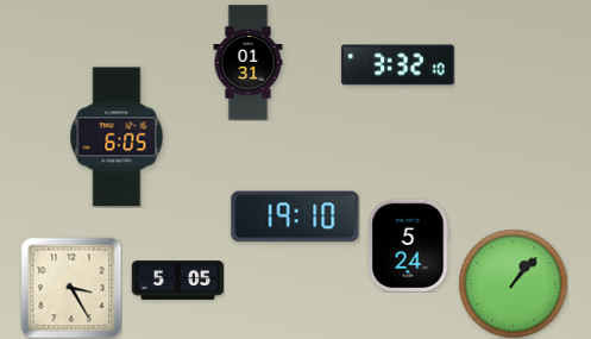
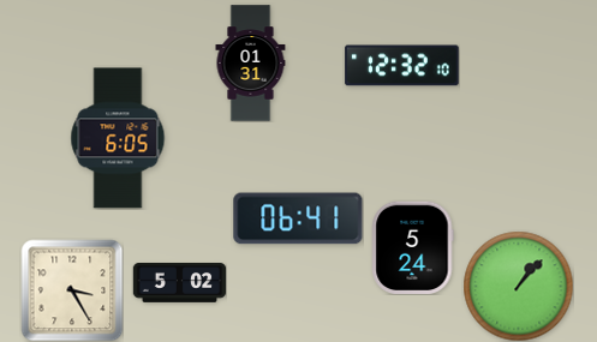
clock at (398, 65): 3:32 -> 12:32
clock at (295, 216): 19:10 -> 06:41
clock at (177, 281): 5:05 -> 5:02
